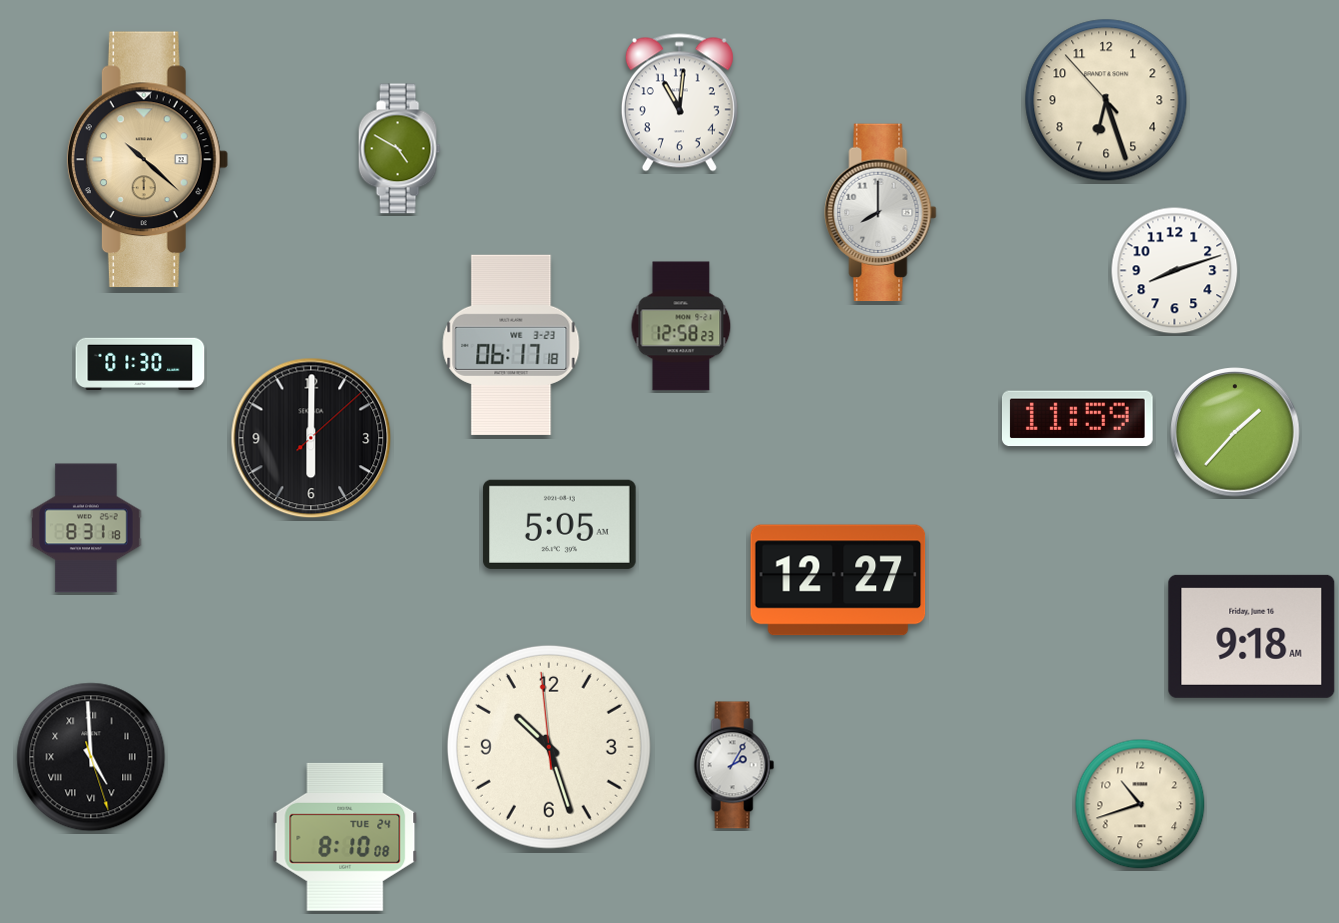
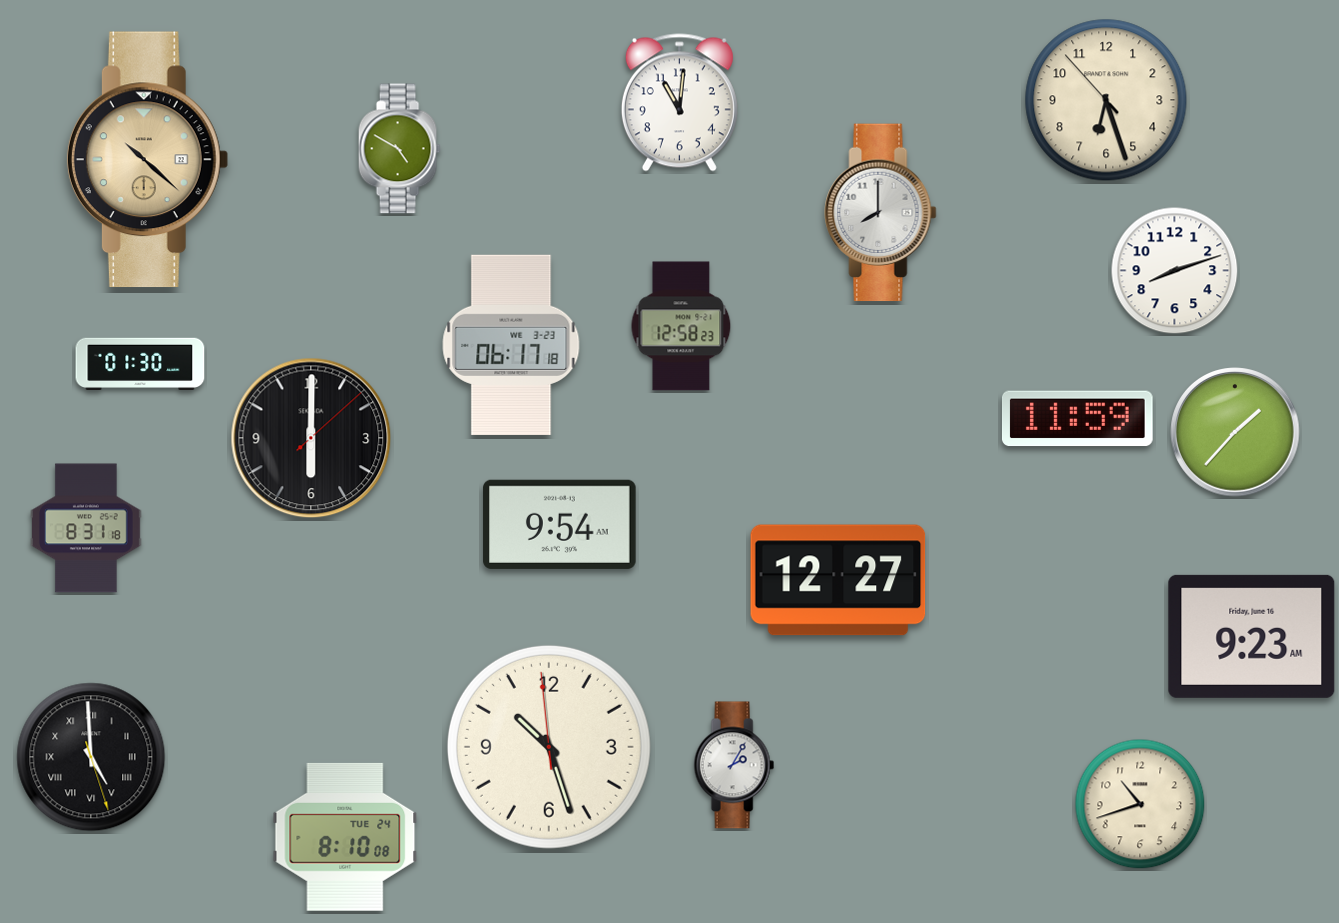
clock at (560, 524): 5:05 -> 9:54
clock at (1252, 636): 9:18 -> 9:23
